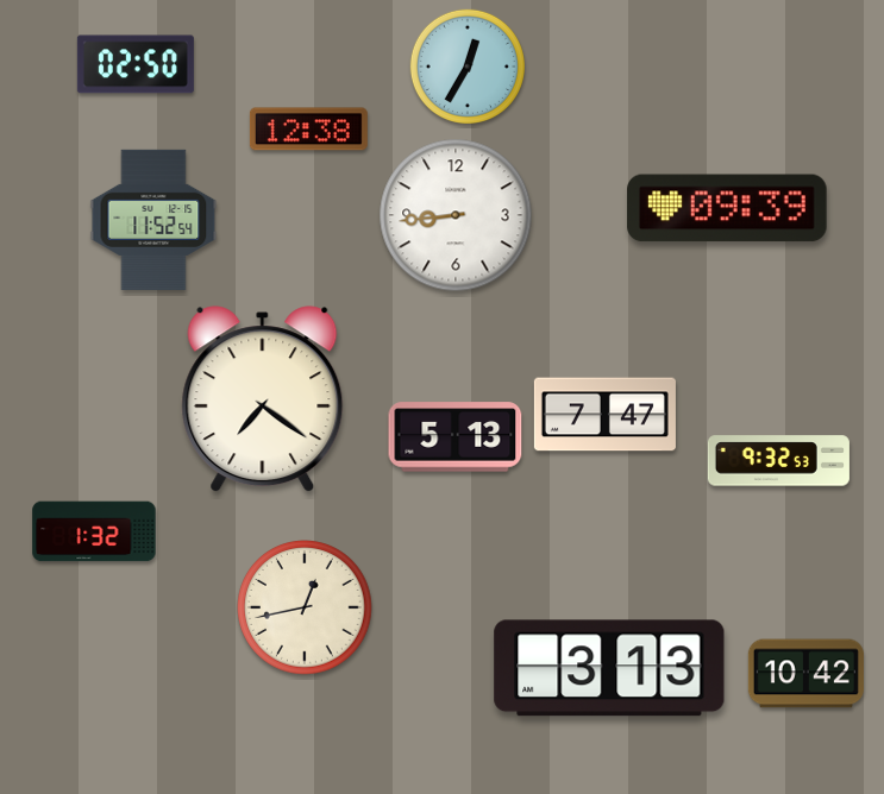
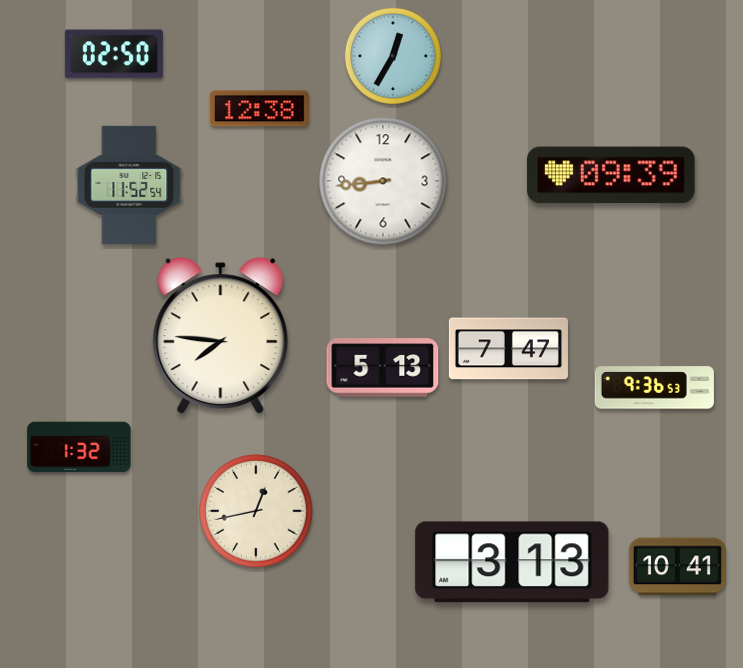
clock at (263, 399): 7:21 -> 7:46
clock at (778, 461): 9:32 -> 9:36
clock at (805, 674): 10:42 -> 10:41
